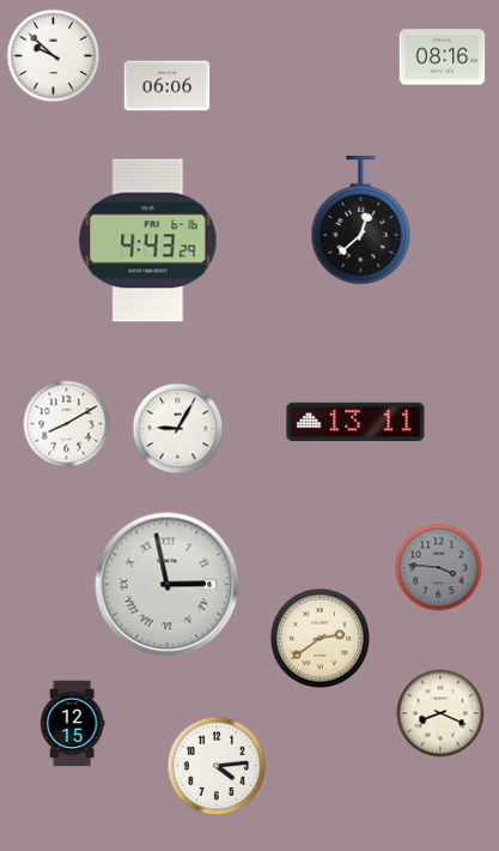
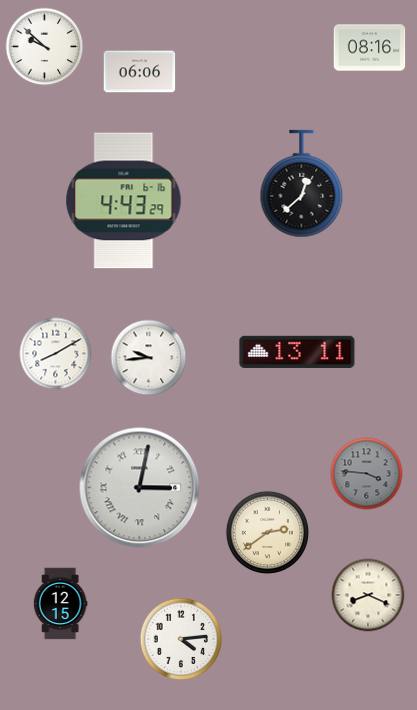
clock at (178, 429): 9:05 -> 9:44
clock at (168, 585): 2:58 -> 3:02
